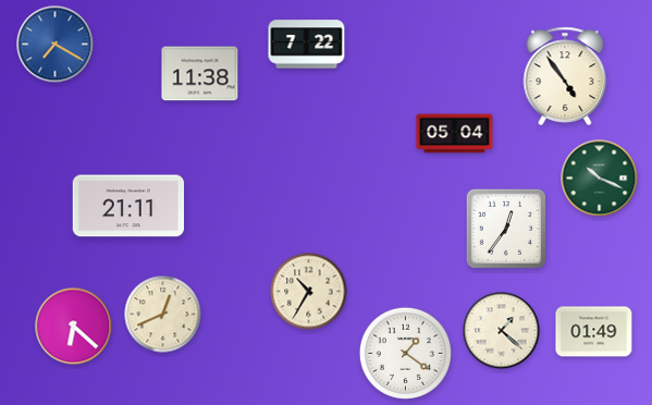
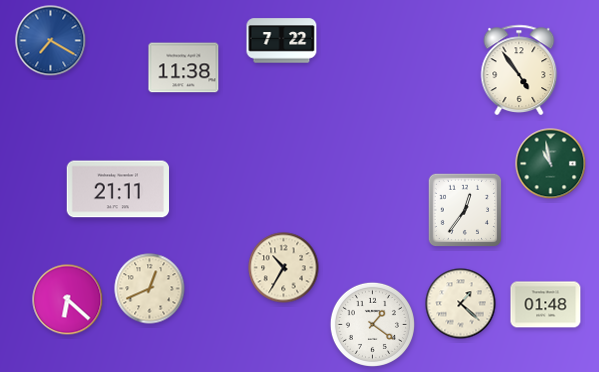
clock at (455, 134): 05:04 -> none
clock at (600, 179): 10:19 -> 10:58
clock at (594, 332): 01:49 -> 01:48
